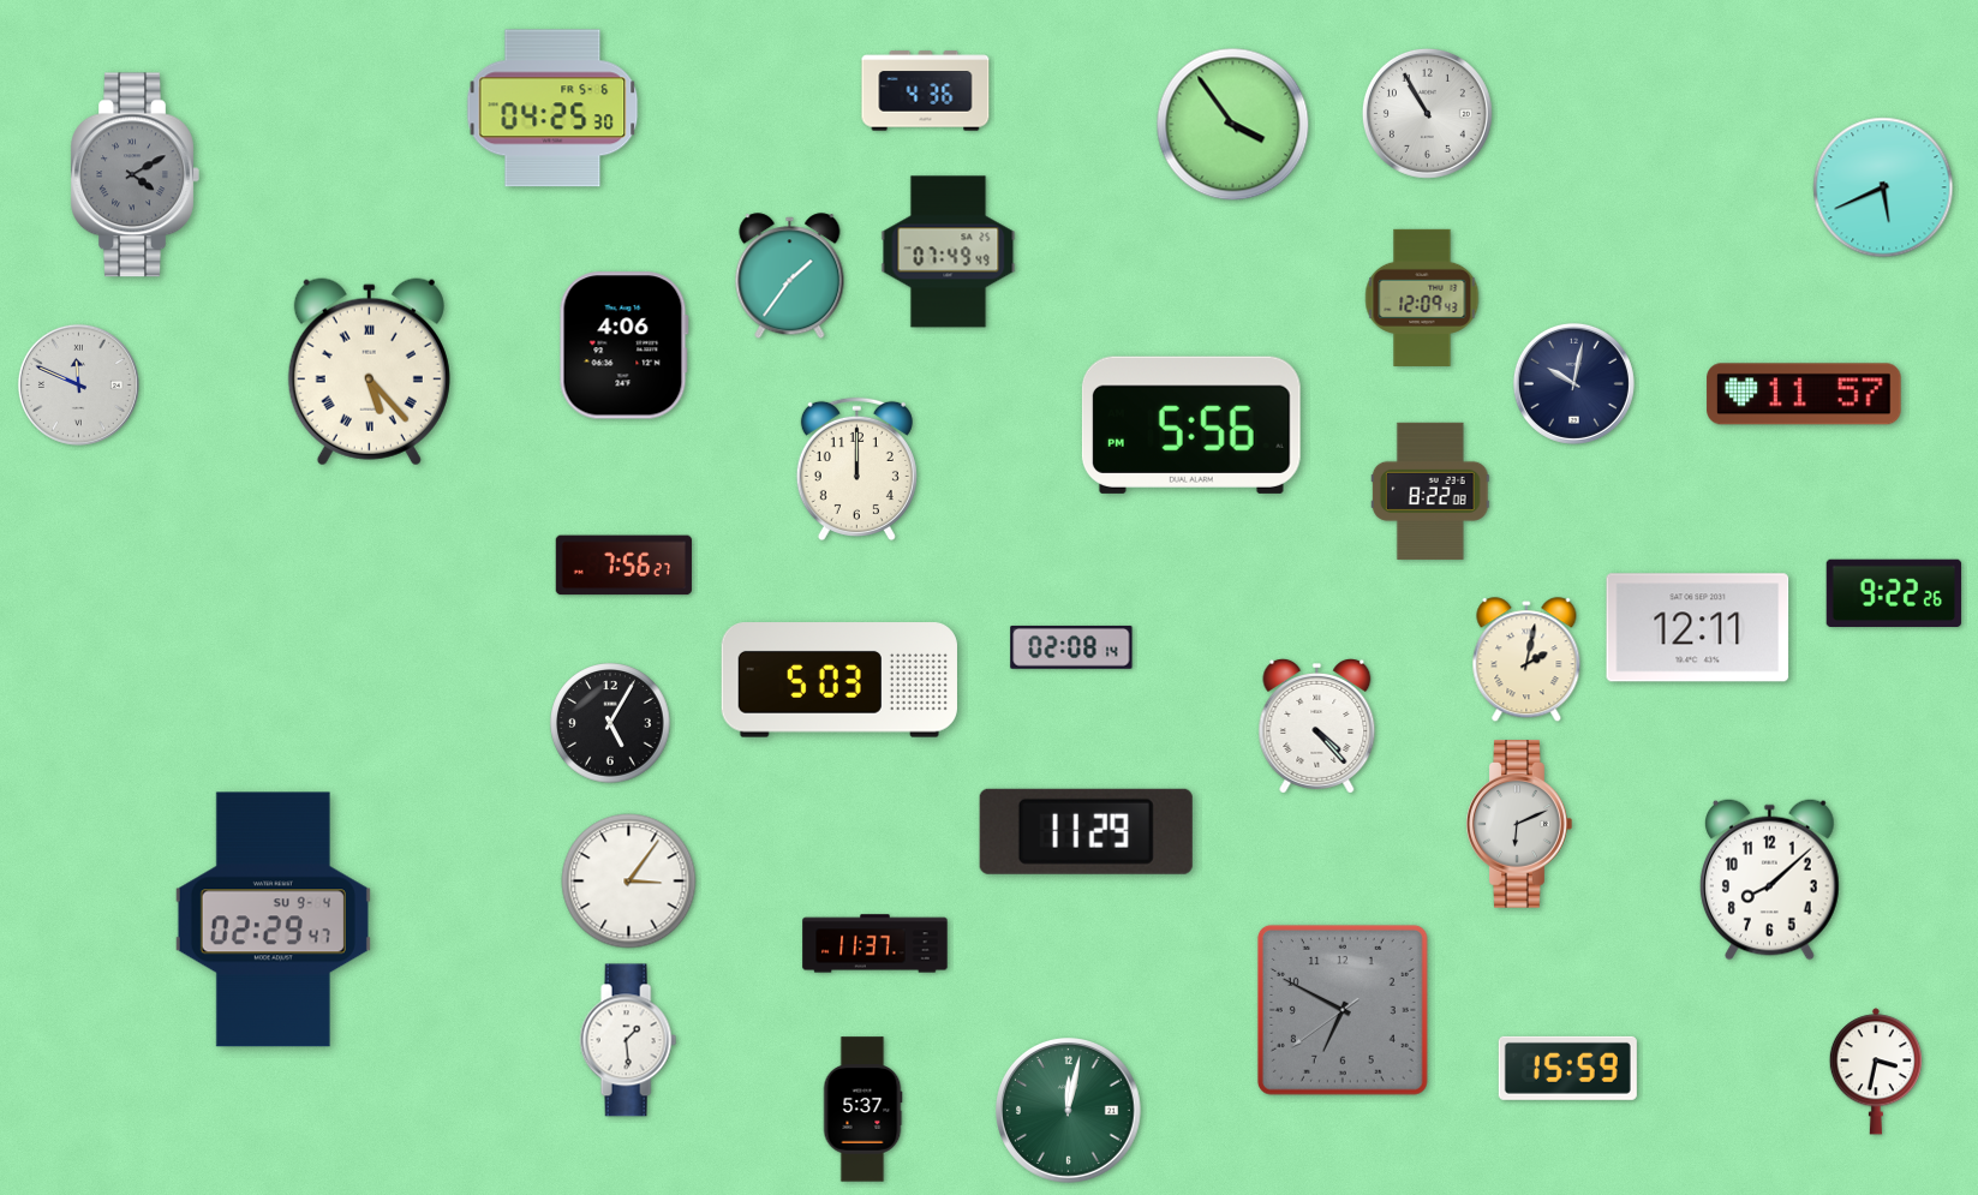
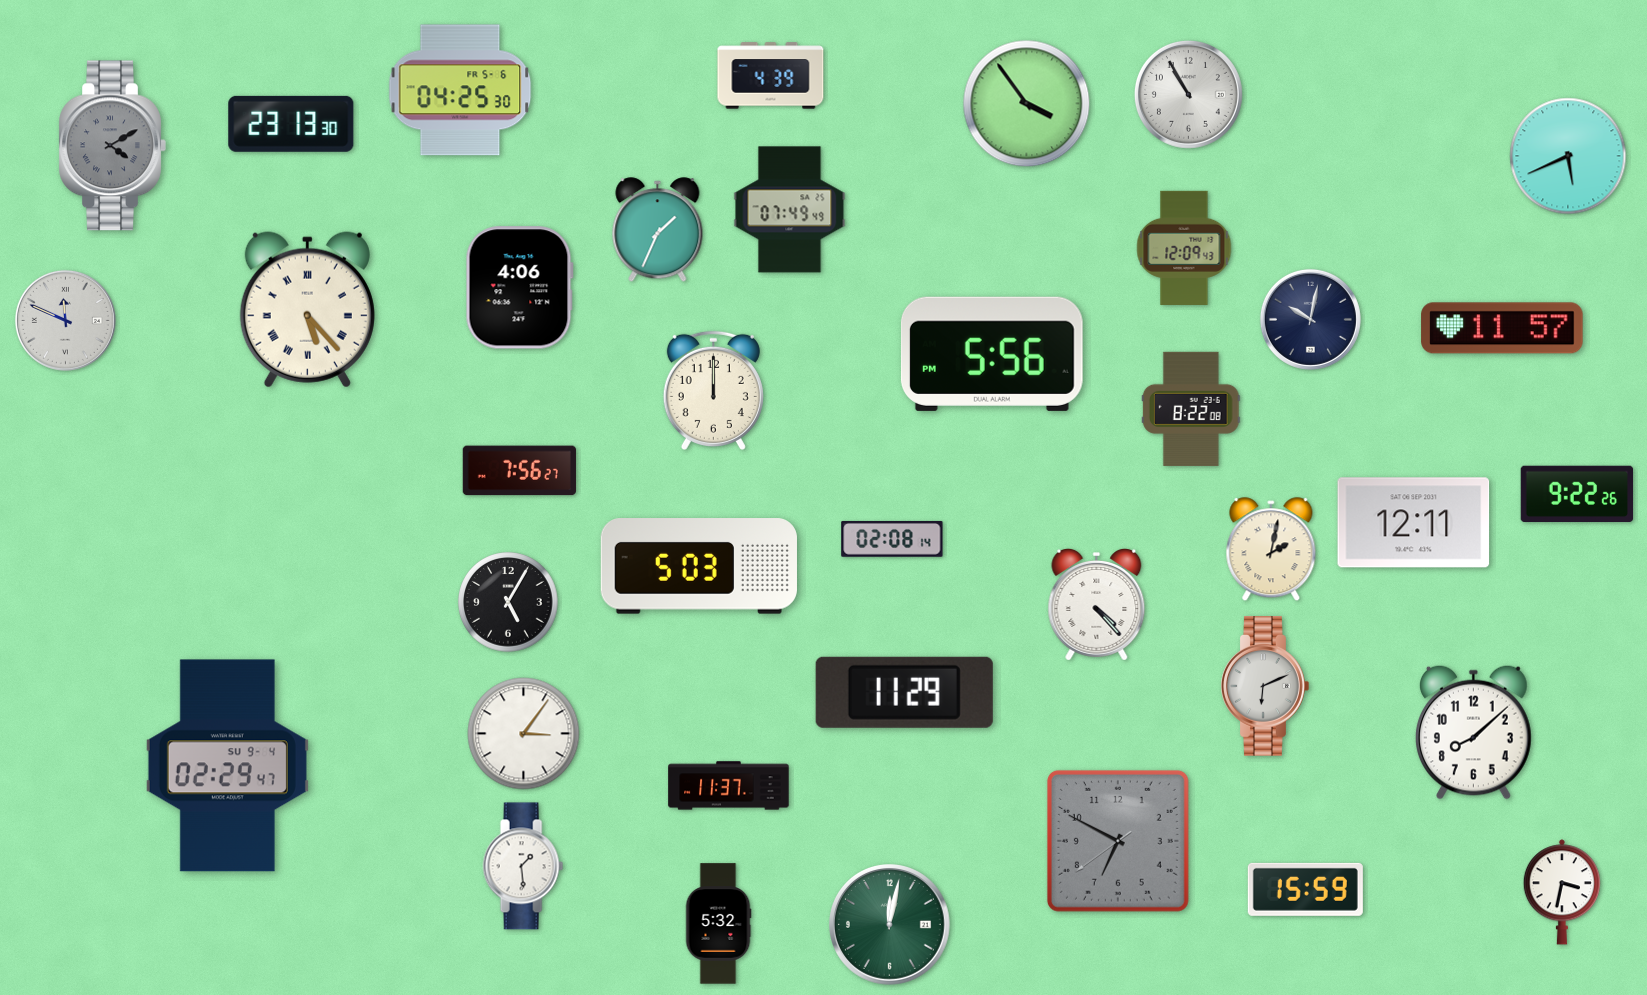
clock at (926, 91): 4:36 -> 4:39
clock at (291, 124): none -> 23:13
clock at (790, 276): 1:36 -> 1:34
clock at (862, 1110): 5:37 -> 5:32
